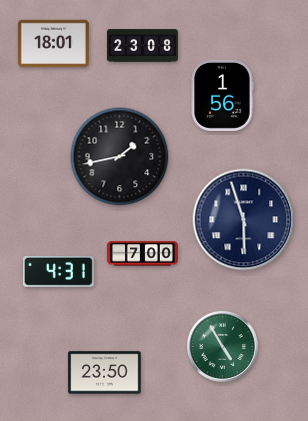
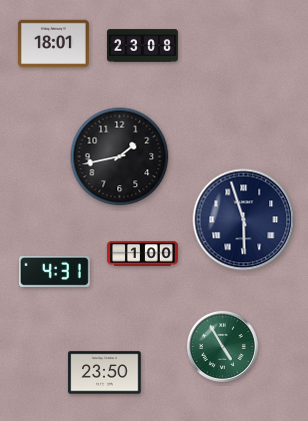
clock at (222, 95): 1:56 -> none
clock at (142, 254): 7:00 -> 1:00
clock at (58, 271) position: (58, 271) -> (54, 271)
